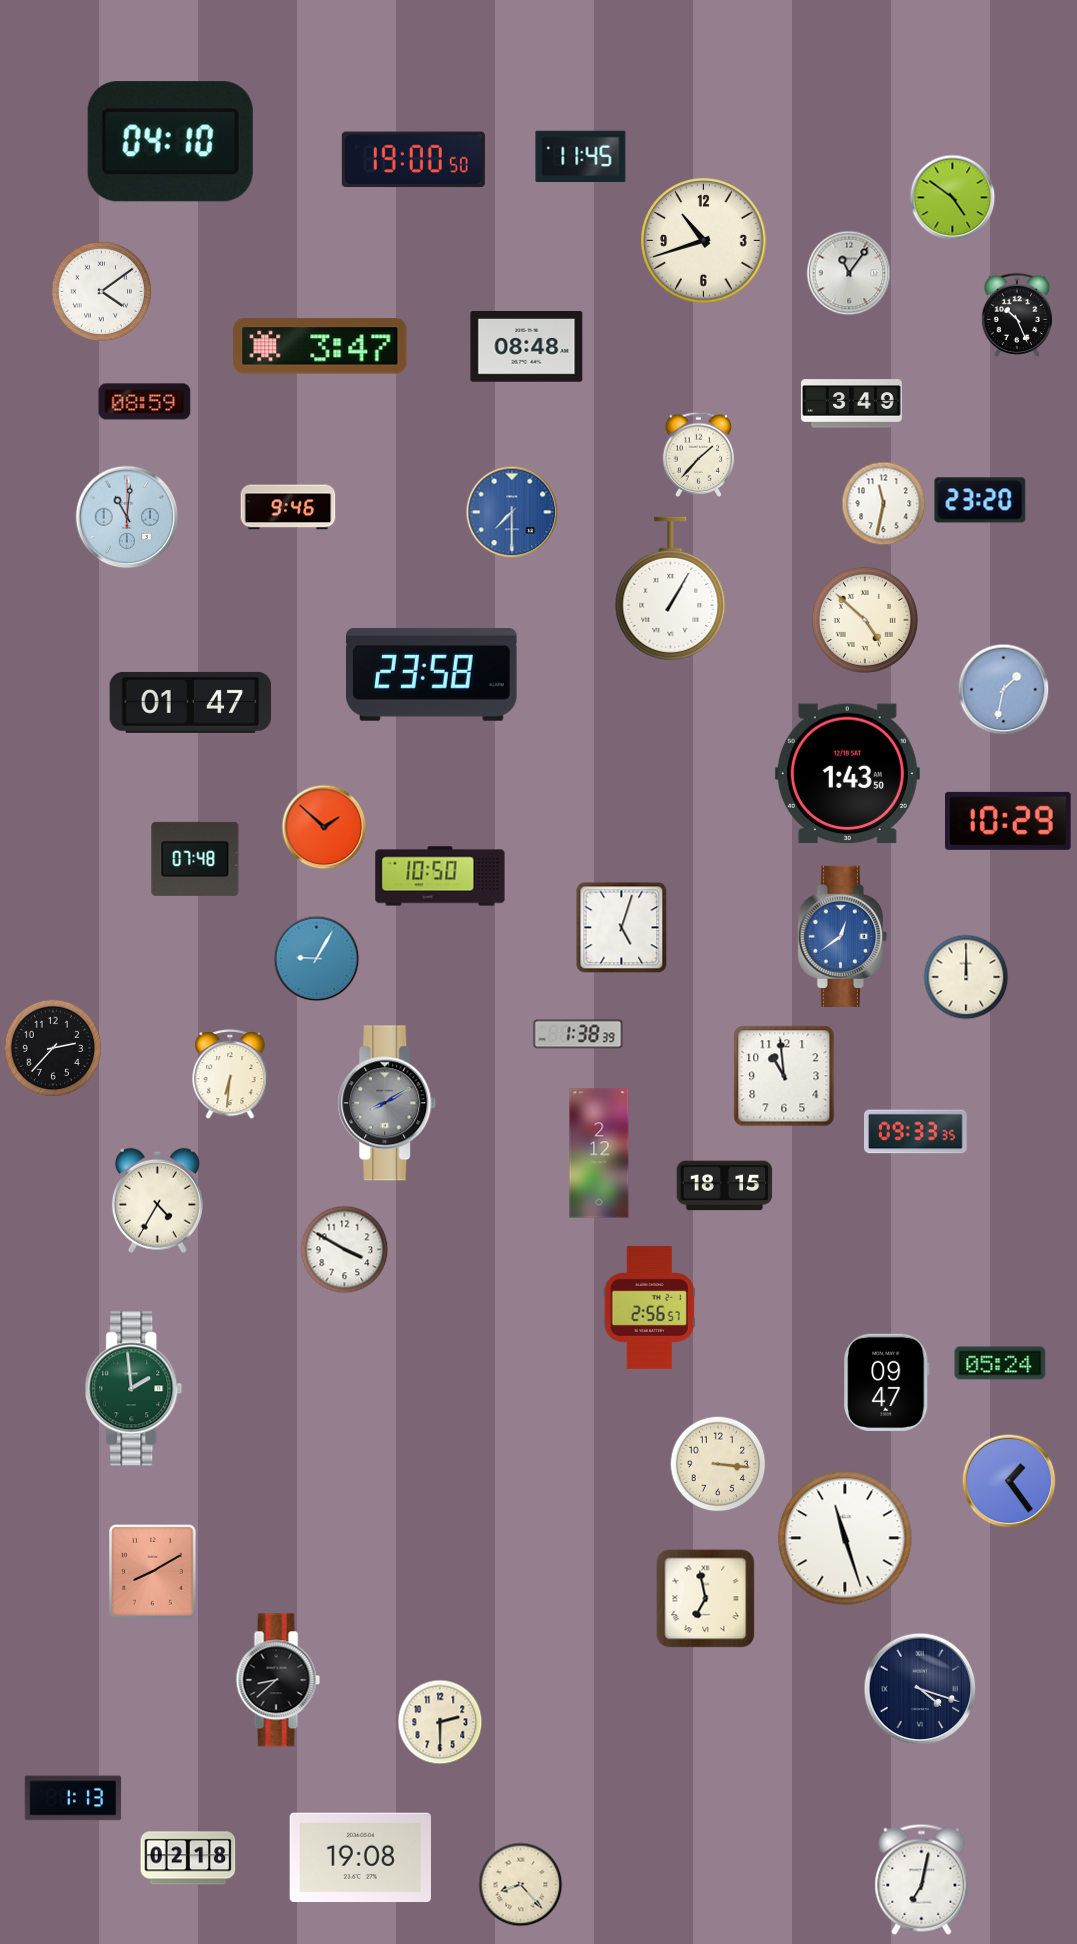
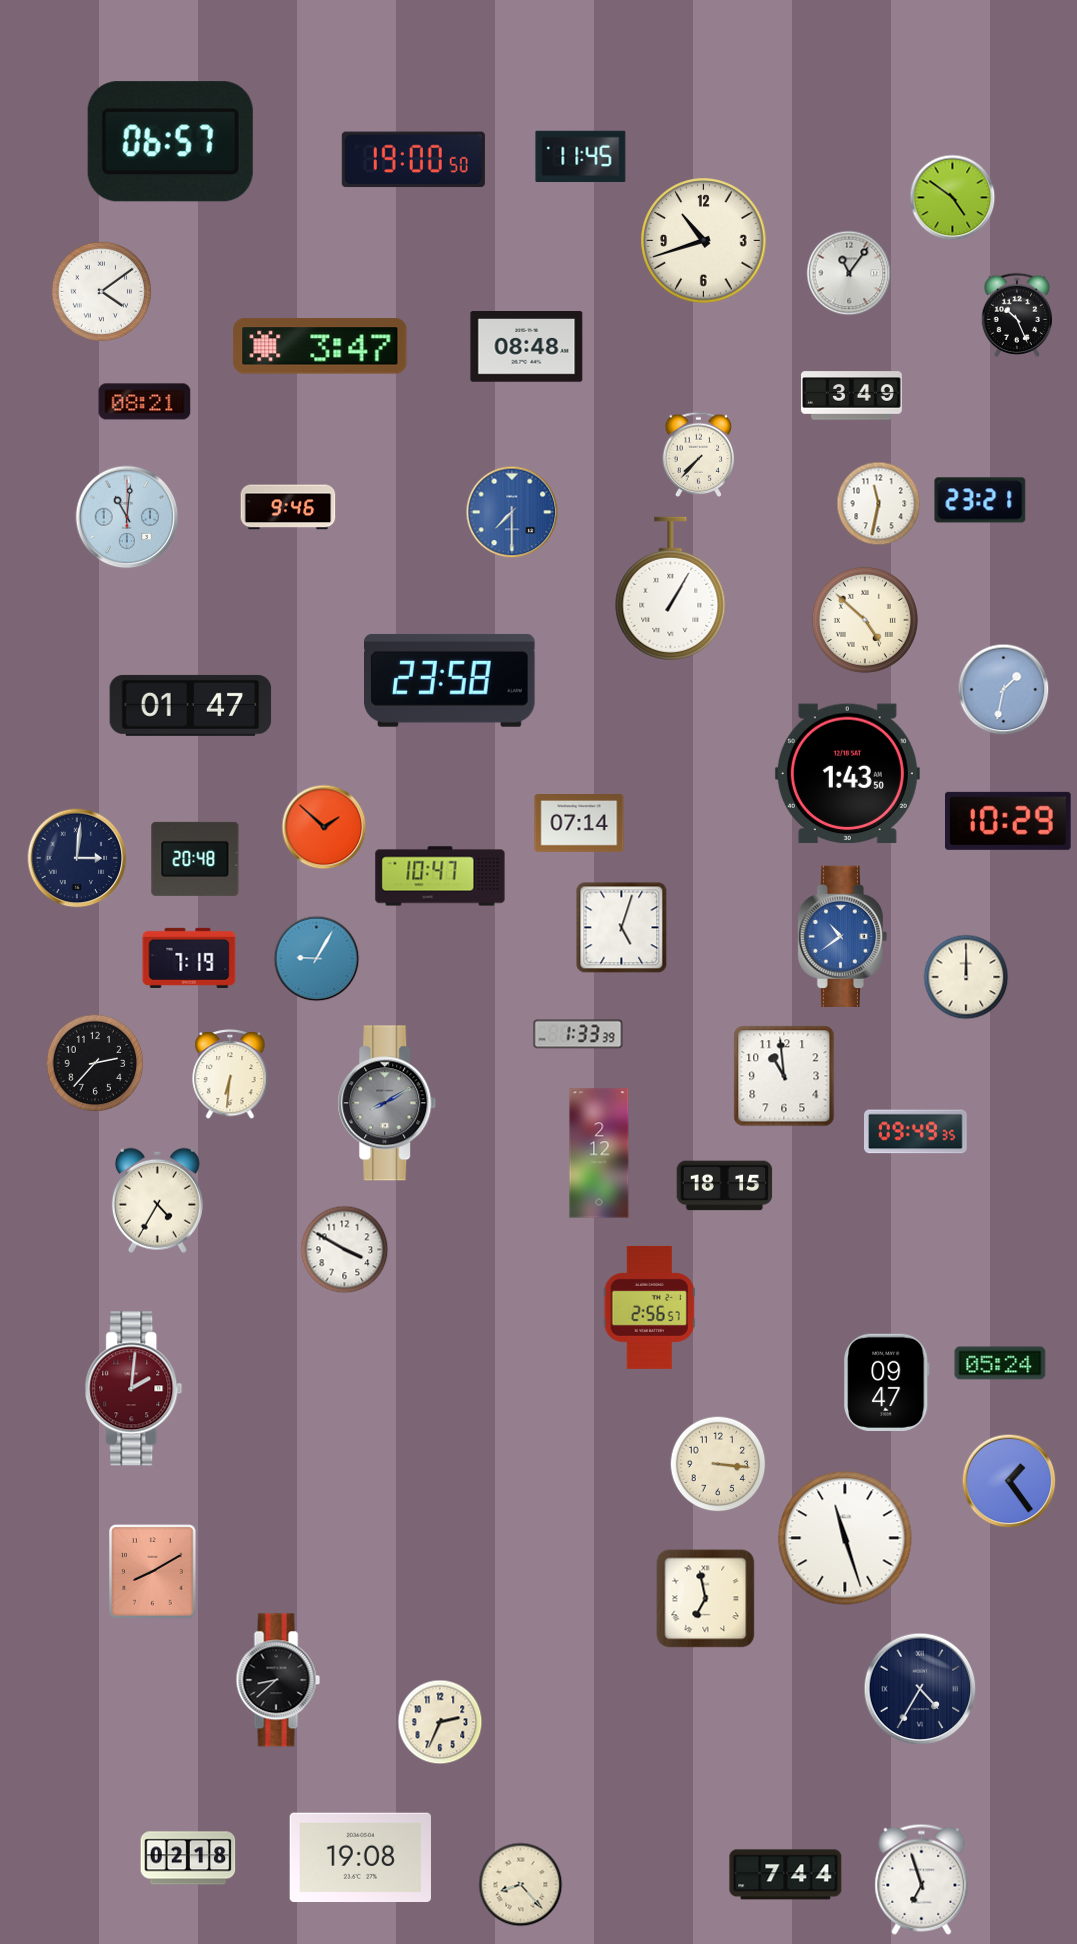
clock at (170, 142): 04:10 -> 06:57
clock at (145, 402): 08:59 -> 08:21
clock at (851, 404) position: (851, 404) -> (851, 396)
clock at (699, 454): 1:37 -> 7:37
clock at (980, 500): 23:20 -> 23:21
clock at (884, 504) position: (884, 504) -> (879, 504)
clock at (432, 674) position: (432, 674) -> (450, 680)
clock at (191, 702) position: (191, 702) -> (191, 705)
clock at (579, 824): none -> 07:14
clock at (77, 858): none -> 3:01
clock at (195, 859): 07:48 -> 20:48
clock at (440, 876): 10:50 -> 10:47
clock at (843, 936): 12:39 -> 10:39
clock at (189, 958): none -> 7:19
clock at (578, 1034): 1:38 -> 1:33
clock at (53, 1048) position: (53, 1048) -> (95, 1063)
clock at (916, 1132): 09:33 -> 09:49
clock at (134, 1389): 1:59 -> 2:01
clock at (134, 1389) dial: green -> burgundy
clock at (920, 1689): 4:18 -> 4:35
clock at (440, 1722): 2:30 -> 2:34
clock at (73, 1798): 1:13 -> none
clock at (786, 1875): none -> 7:44
clock at (922, 1879): 7:02 -> 6:57
